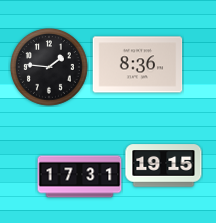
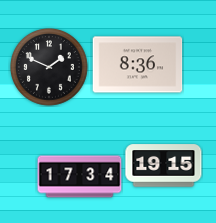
clock at (50, 68): 1:46 -> 1:49
clock at (80, 177): 17:31 -> 17:34
